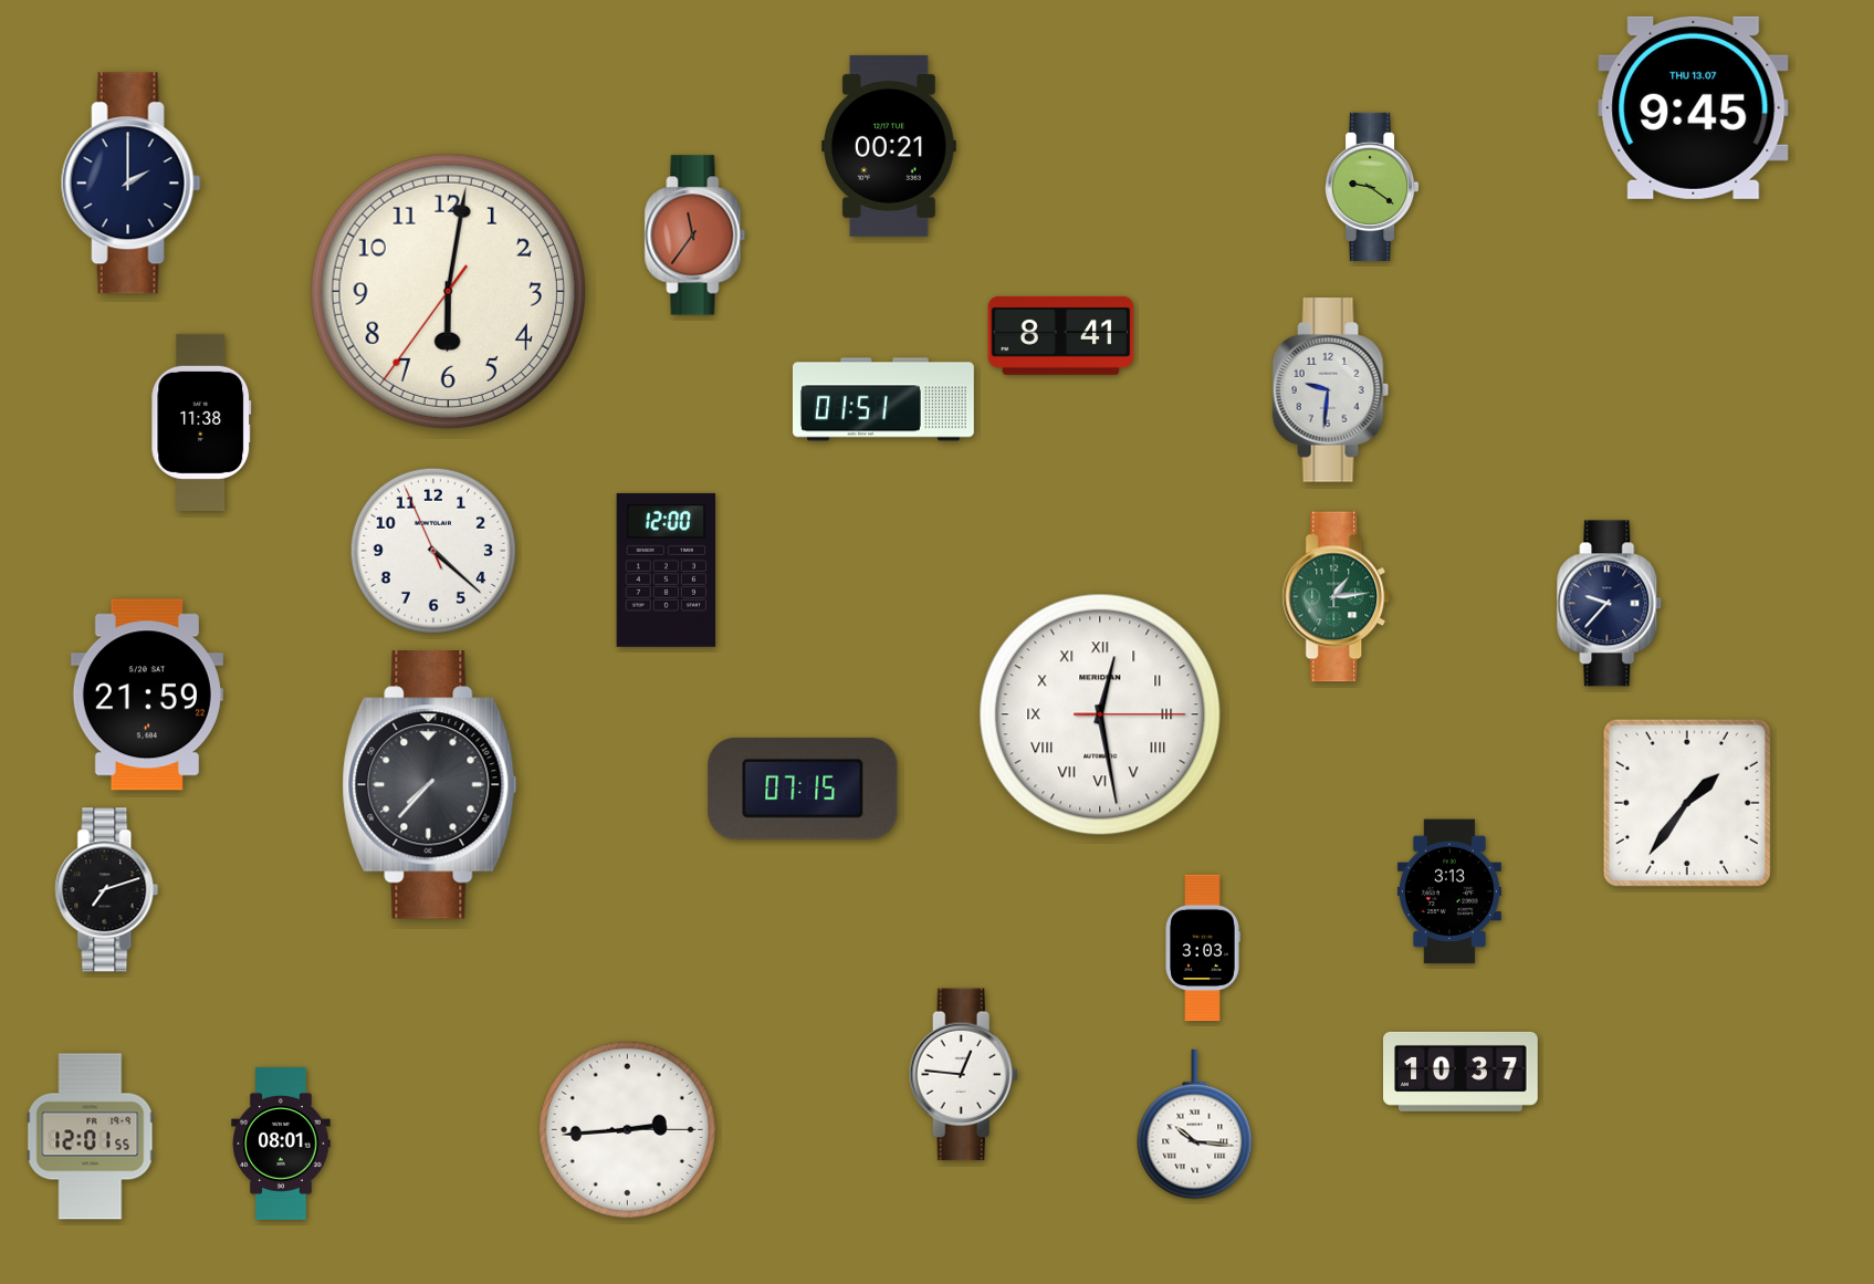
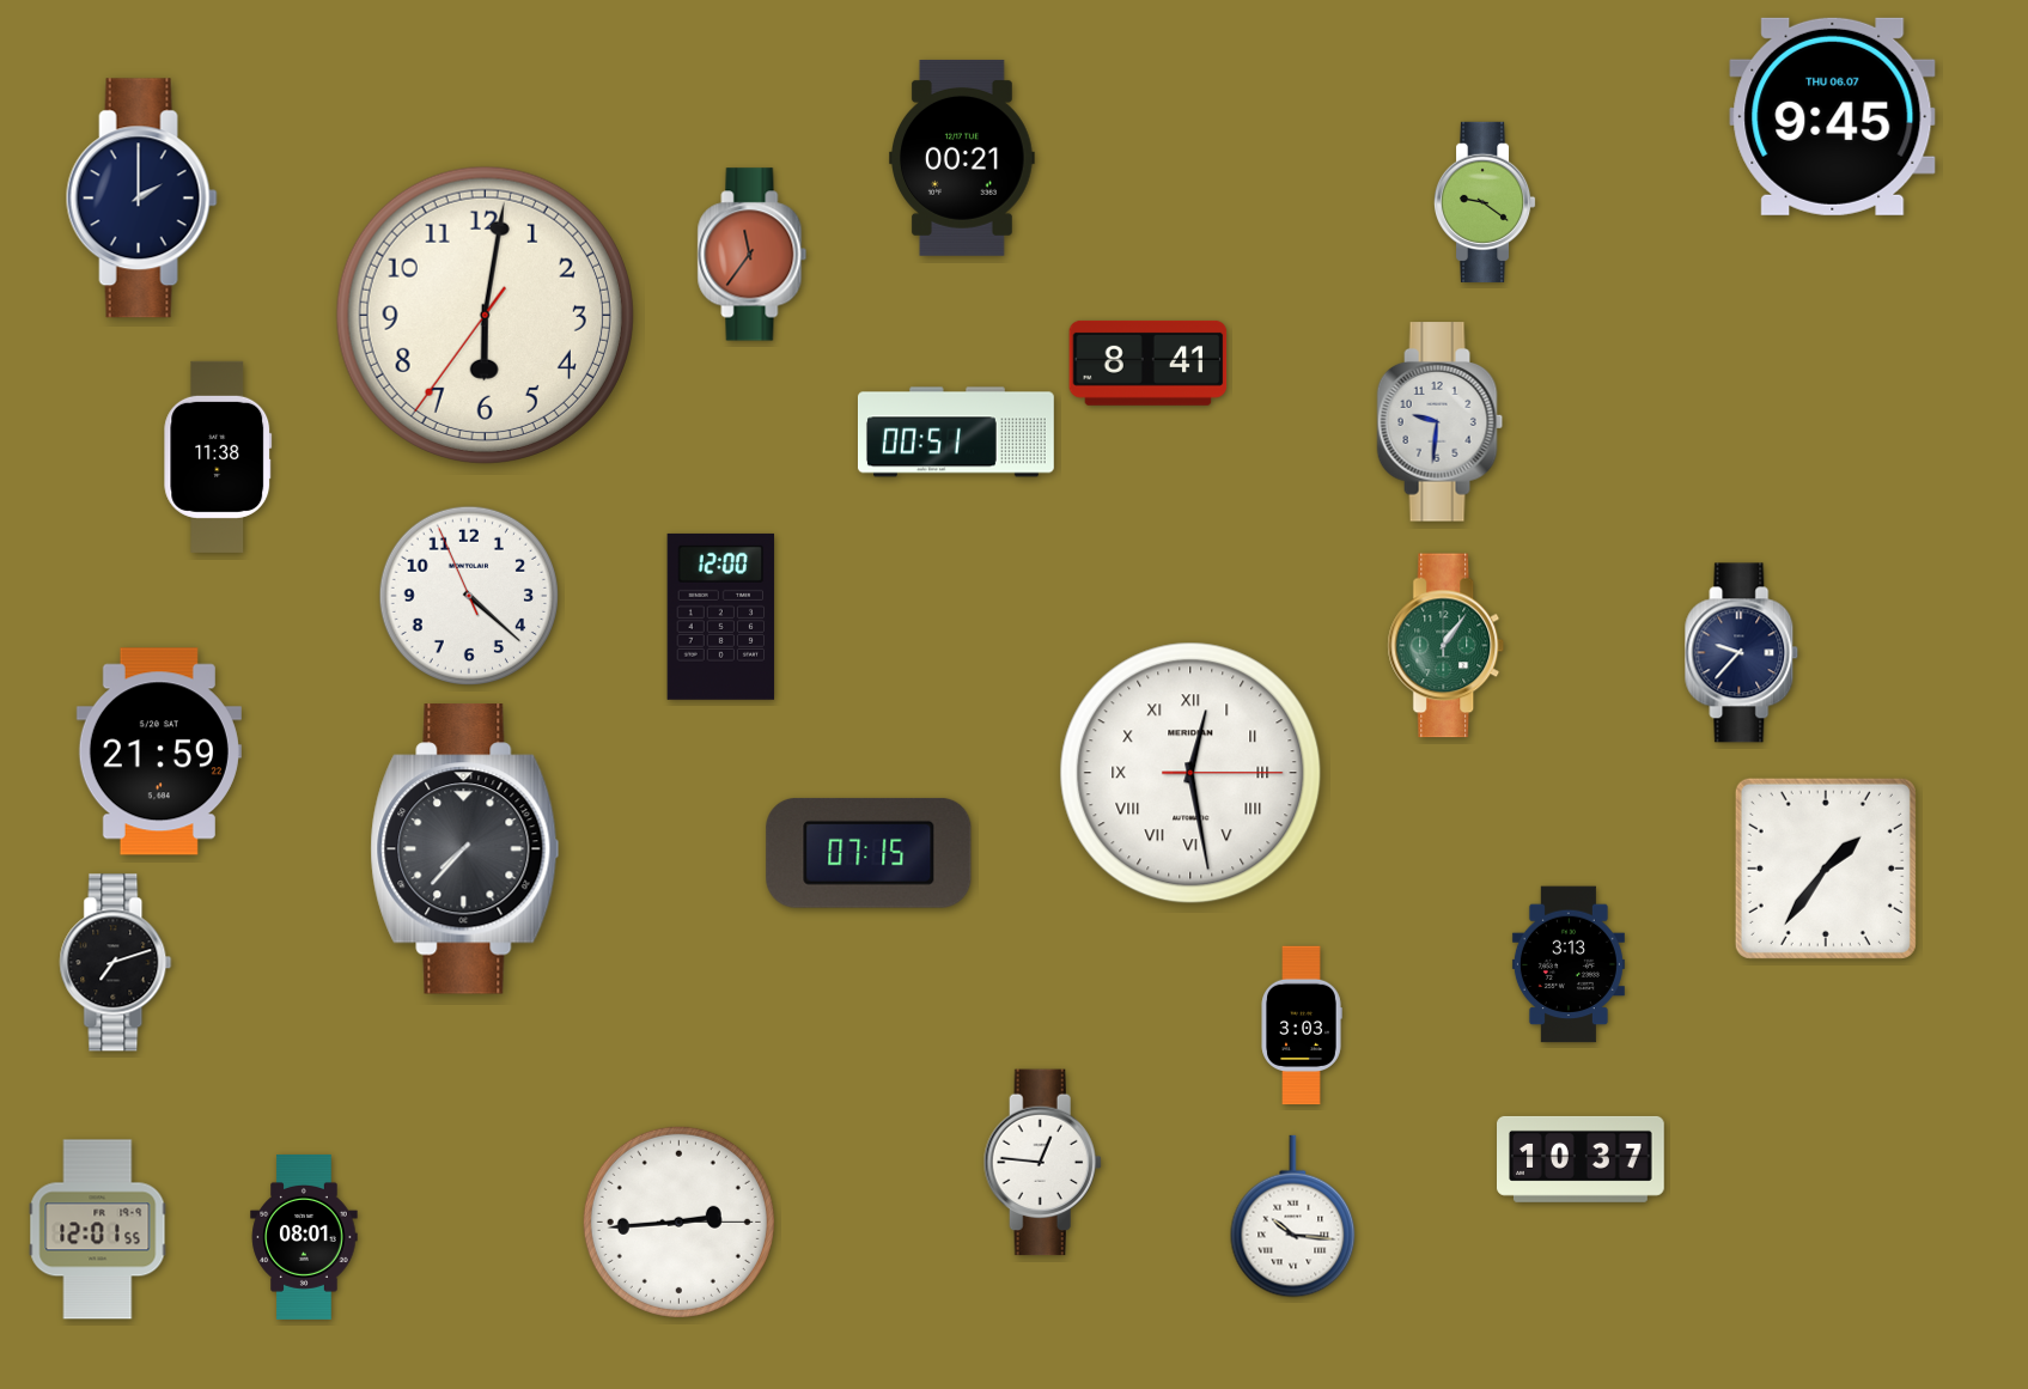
clock at (1694, 107) date: THU 13.07 -> THU 06.07
clock at (883, 399): 01:51 -> 00:51
clock at (1337, 597): 1:14 -> 1:06
